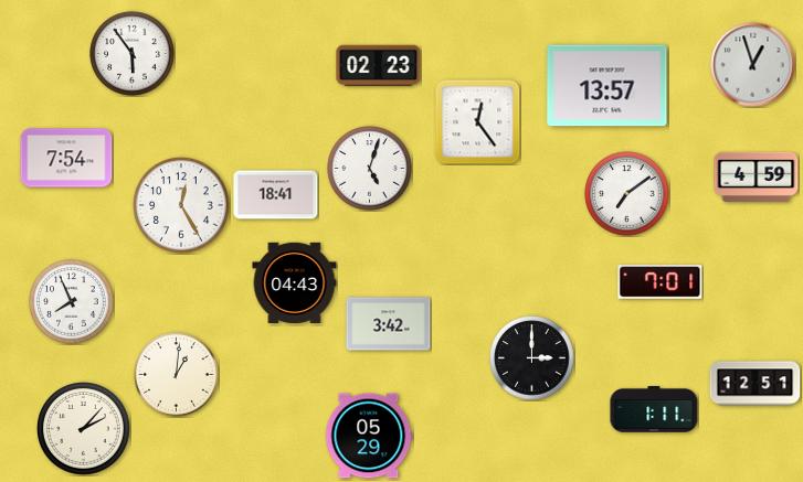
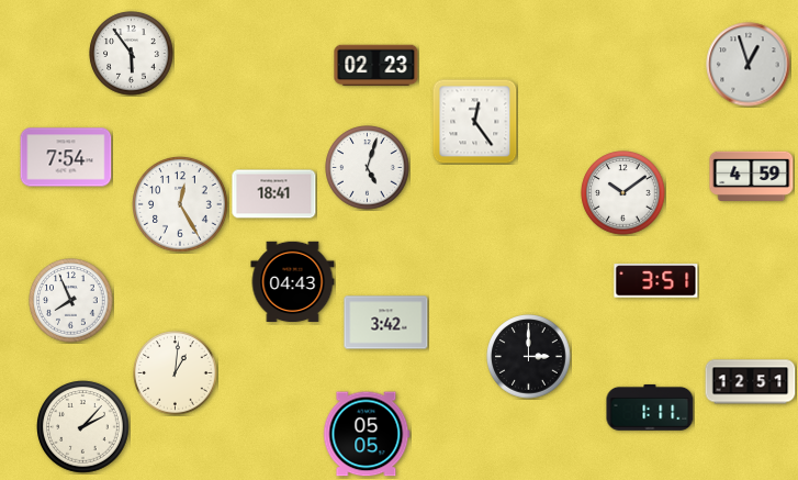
clock at (607, 86): 13:57 -> none
clock at (627, 194): 7:09 -> 10:09
clock at (661, 282): 7:01 -> 3:51
clock at (369, 436): 05:29 -> 05:05
